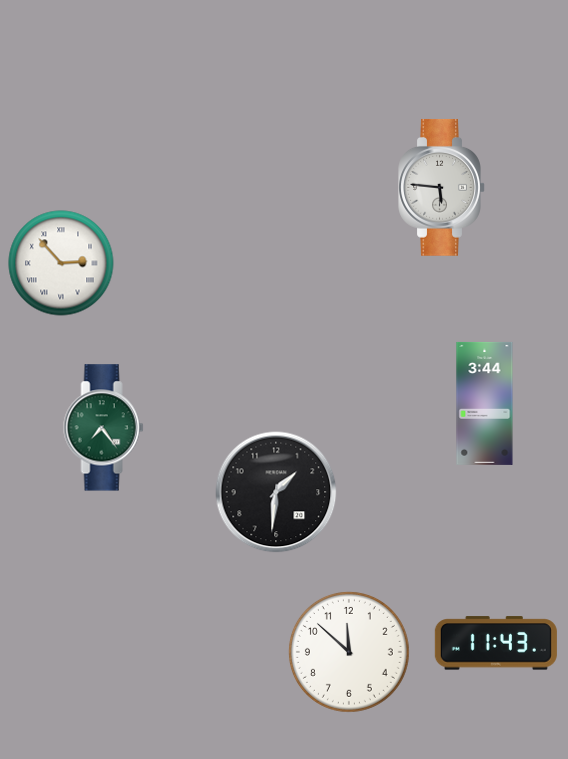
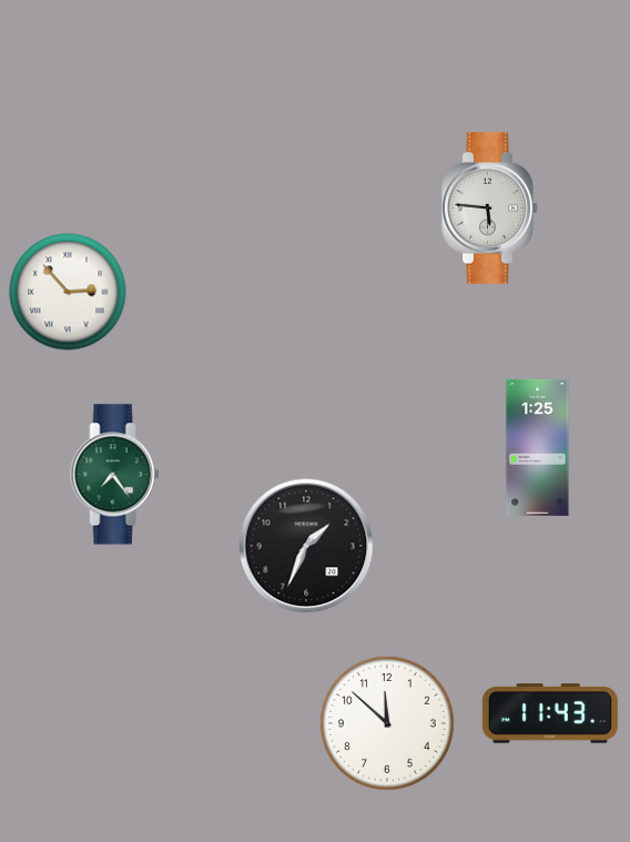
clock at (485, 403): 3:44 -> 1:25
clock at (276, 492): 1:31 -> 1:34
